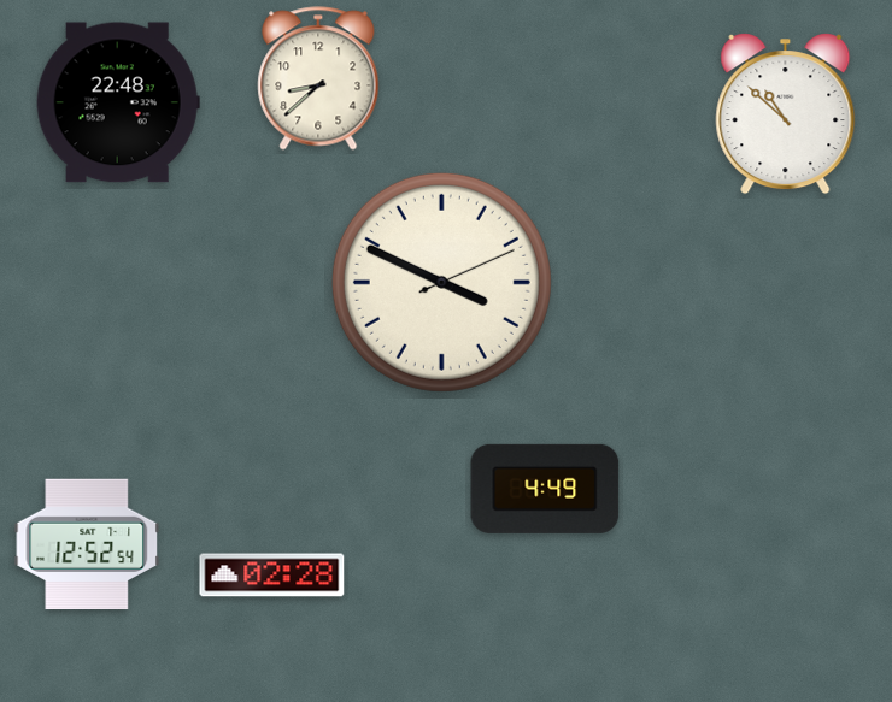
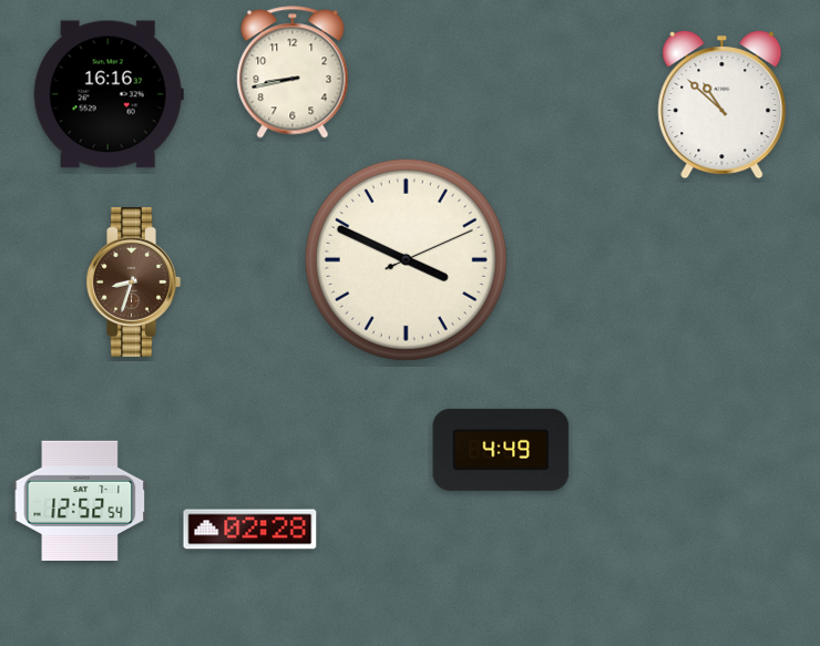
clock at (318, 78): 8:38 -> 8:43
clock at (118, 102): 22:48 -> 16:16
clock at (133, 281): none -> 8:33
